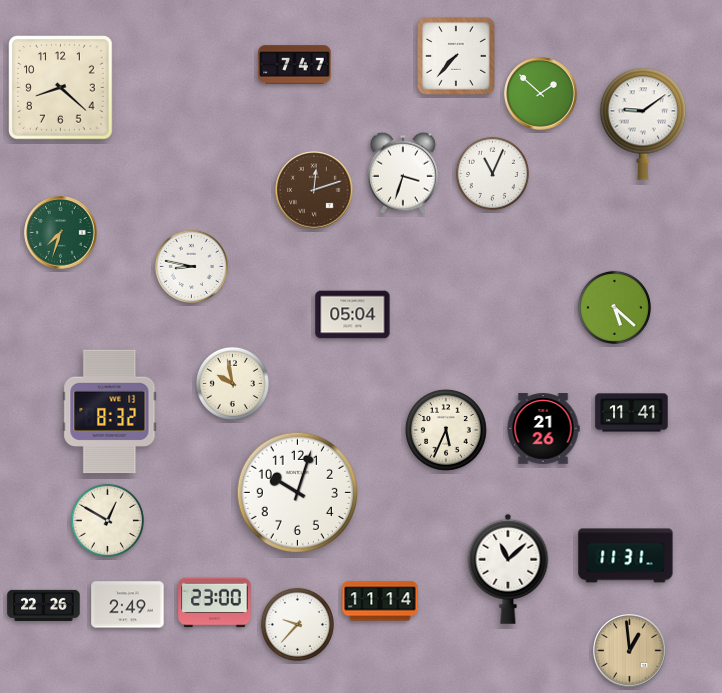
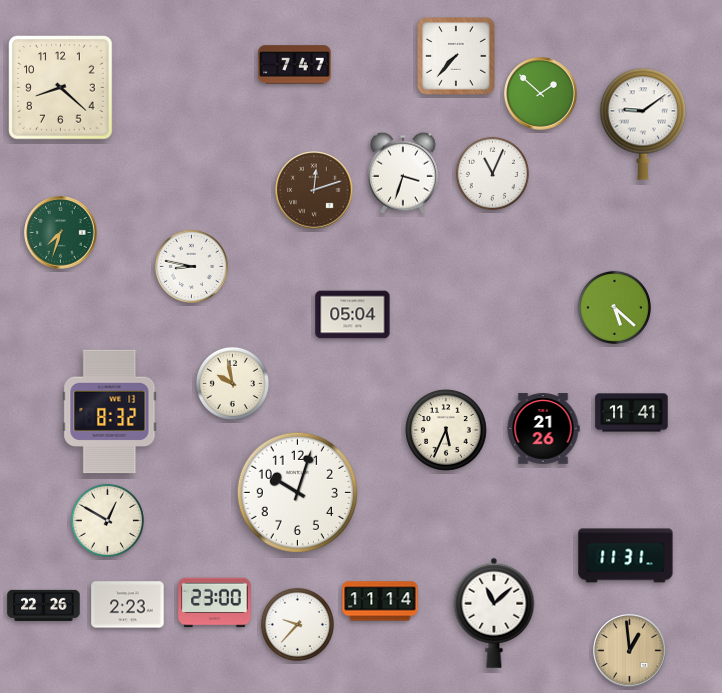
clock at (508, 569) position: (508, 569) -> (494, 613)
clock at (128, 605): 2:49 -> 2:23
